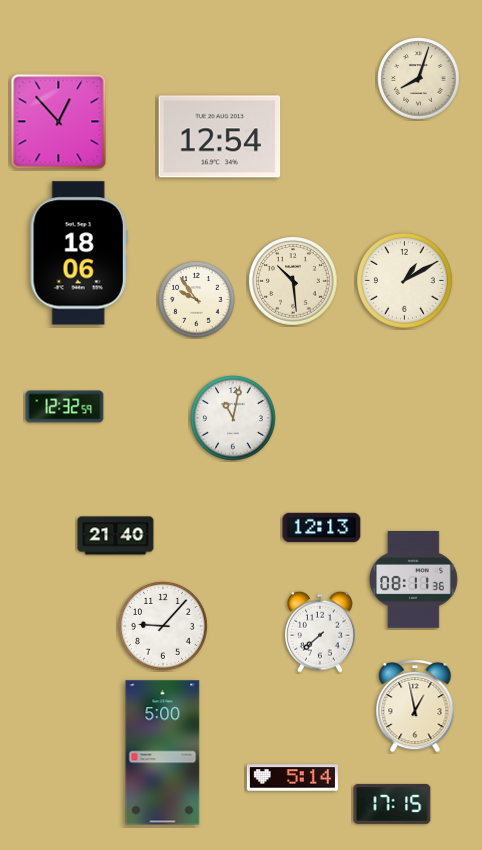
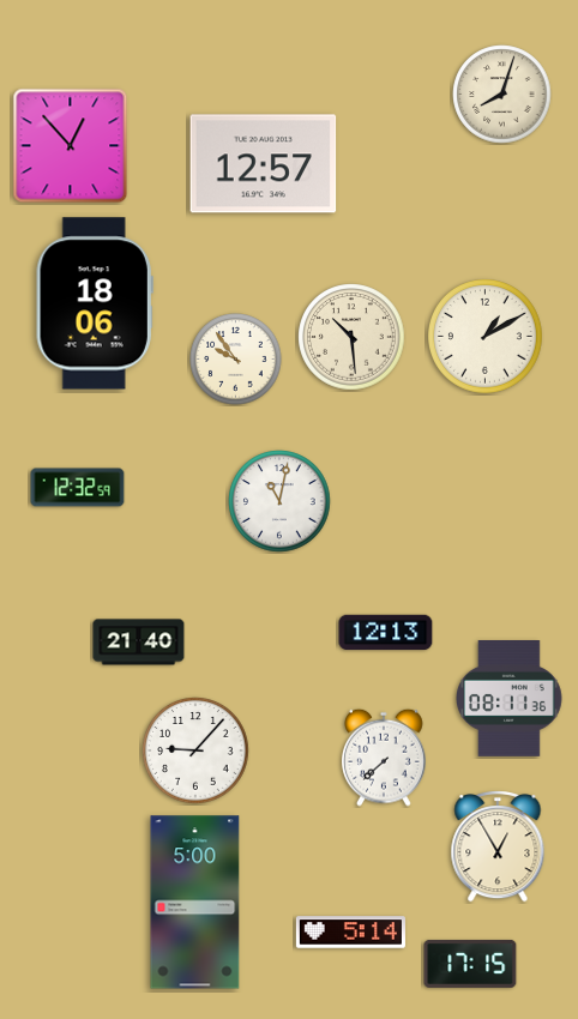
clock at (220, 137): 12:54 -> 12:57
clock at (414, 580) position: (414, 580) -> (510, 699)
clock at (415, 707): 12:58 -> 12:55
